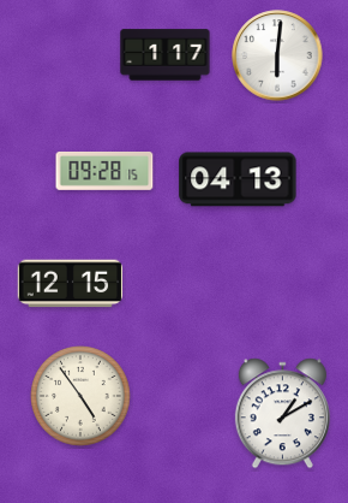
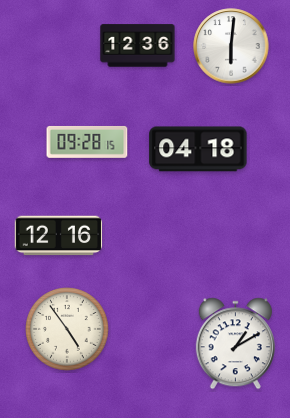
clock at (166, 55): 1:17 -> 12:36
clock at (238, 179): 04:13 -> 04:18
clock at (71, 284): 12:15 -> 12:16
